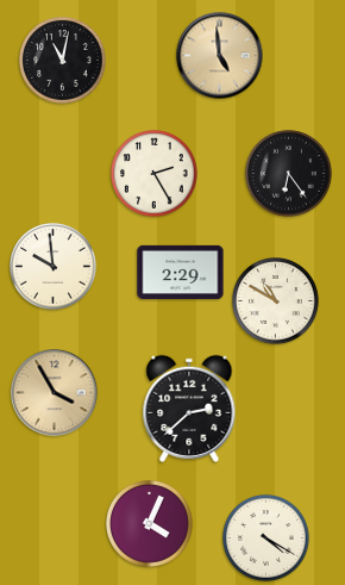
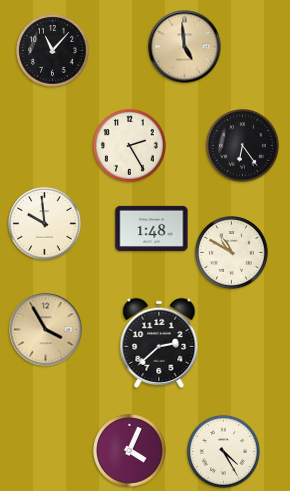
clock at (63, 61): 11:02 -> 11:07
clock at (181, 272): 2:29 -> 1:48
clock at (150, 524) position: (150, 524) -> (130, 451)
clock at (266, 539): 4:20 -> 4:25
